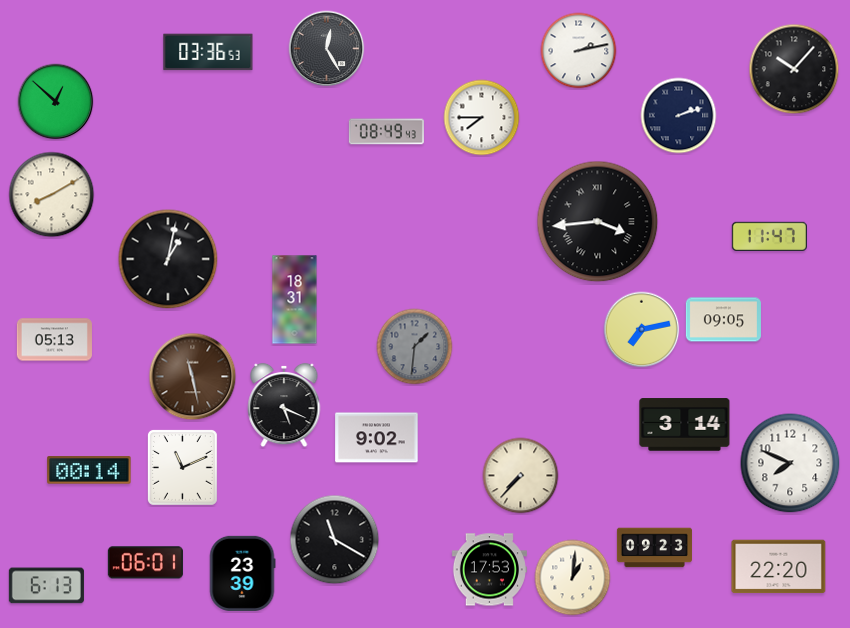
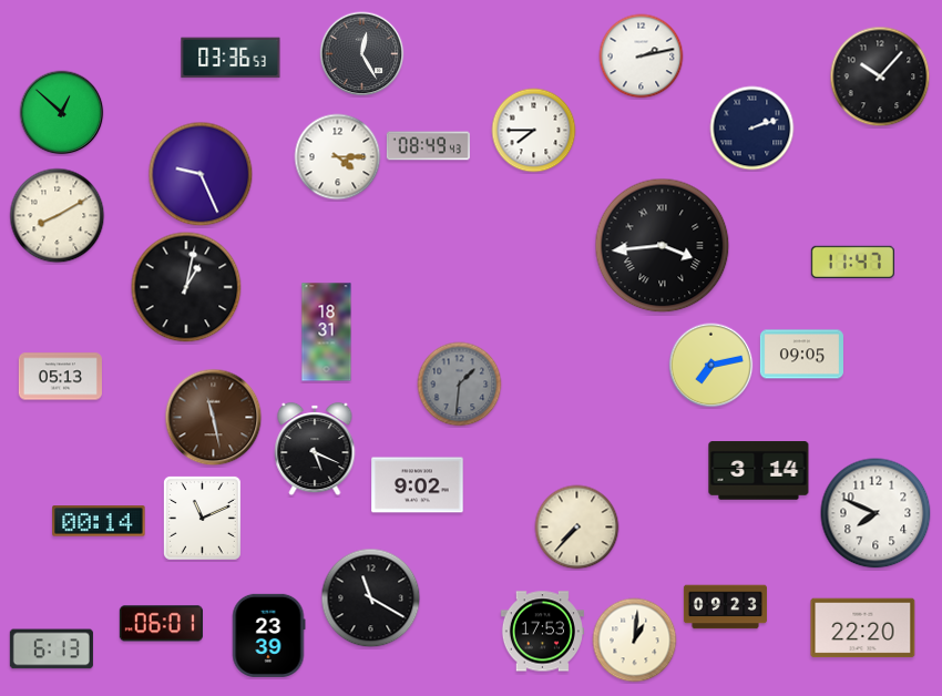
clock at (338, 157): none -> 4:15
clock at (201, 174): none -> 9:26
